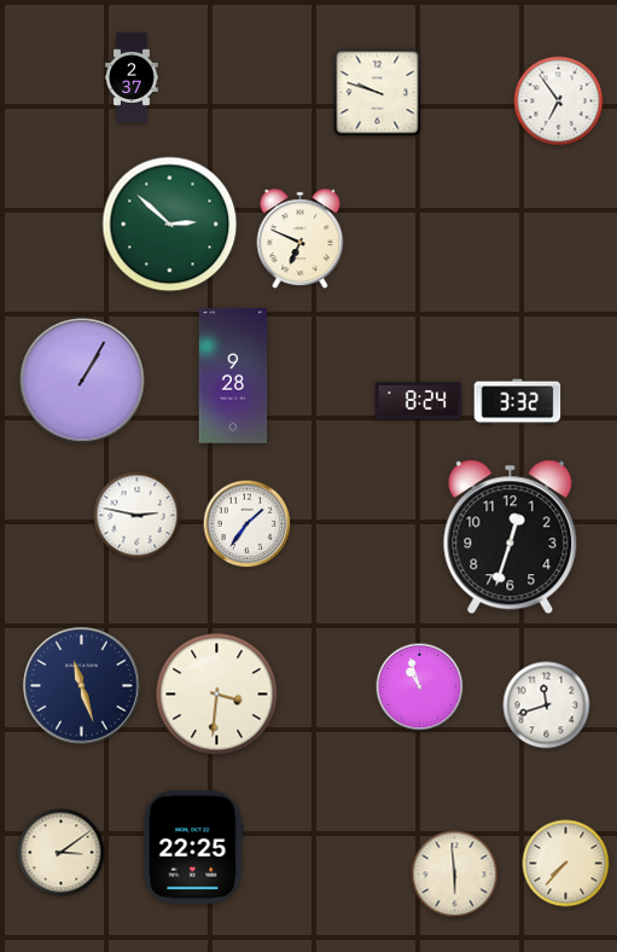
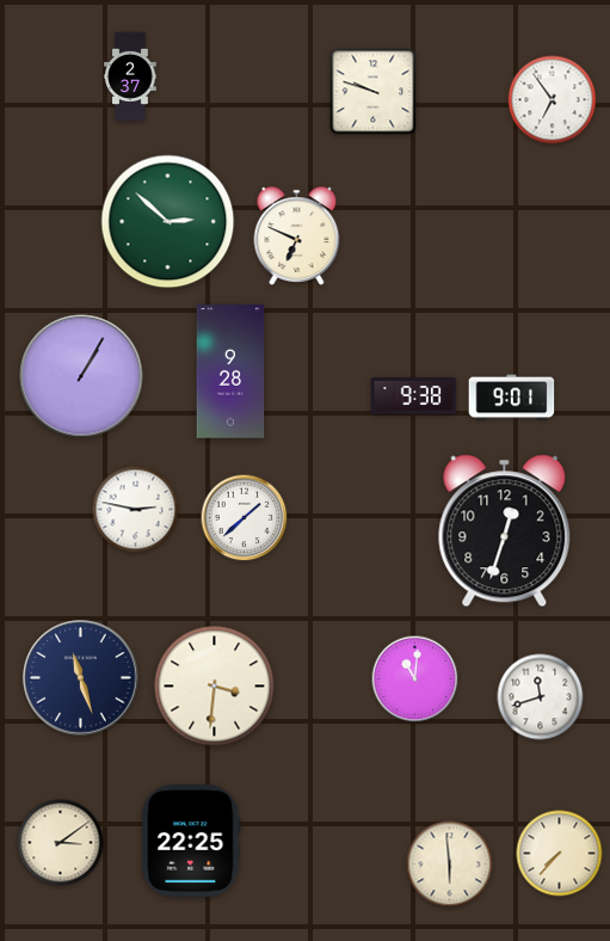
clock at (419, 401): 8:24 -> 9:38
clock at (518, 402): 3:32 -> 9:01
clock at (248, 524): 1:36 -> 1:38
clock at (420, 687): 10:57 -> 11:01
clock at (193, 848) position: (193, 848) -> (191, 842)
